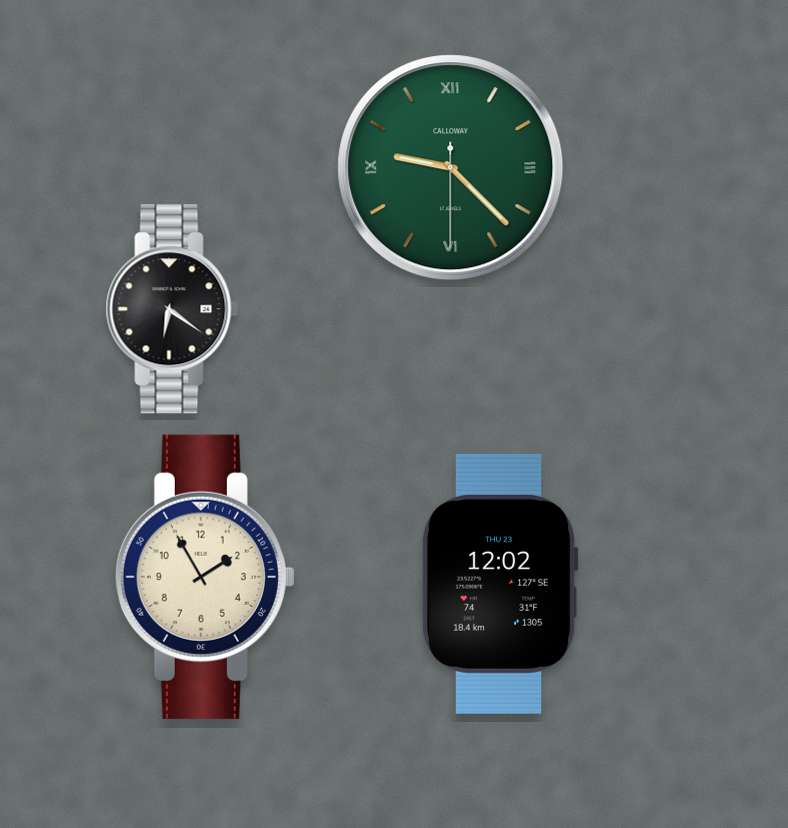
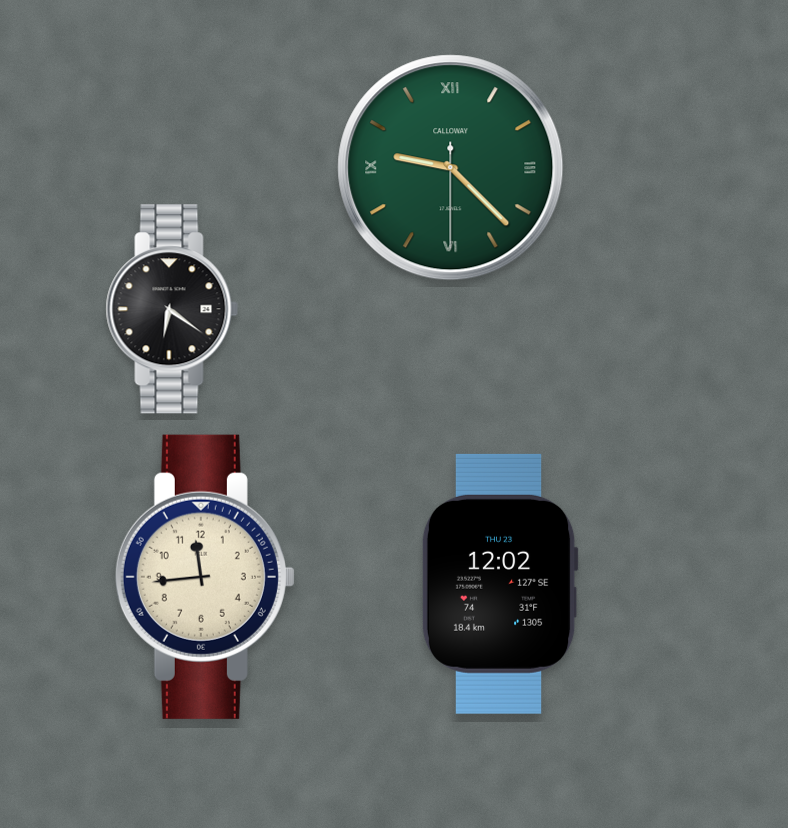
clock at (205, 577): 1:55 -> 11:44
